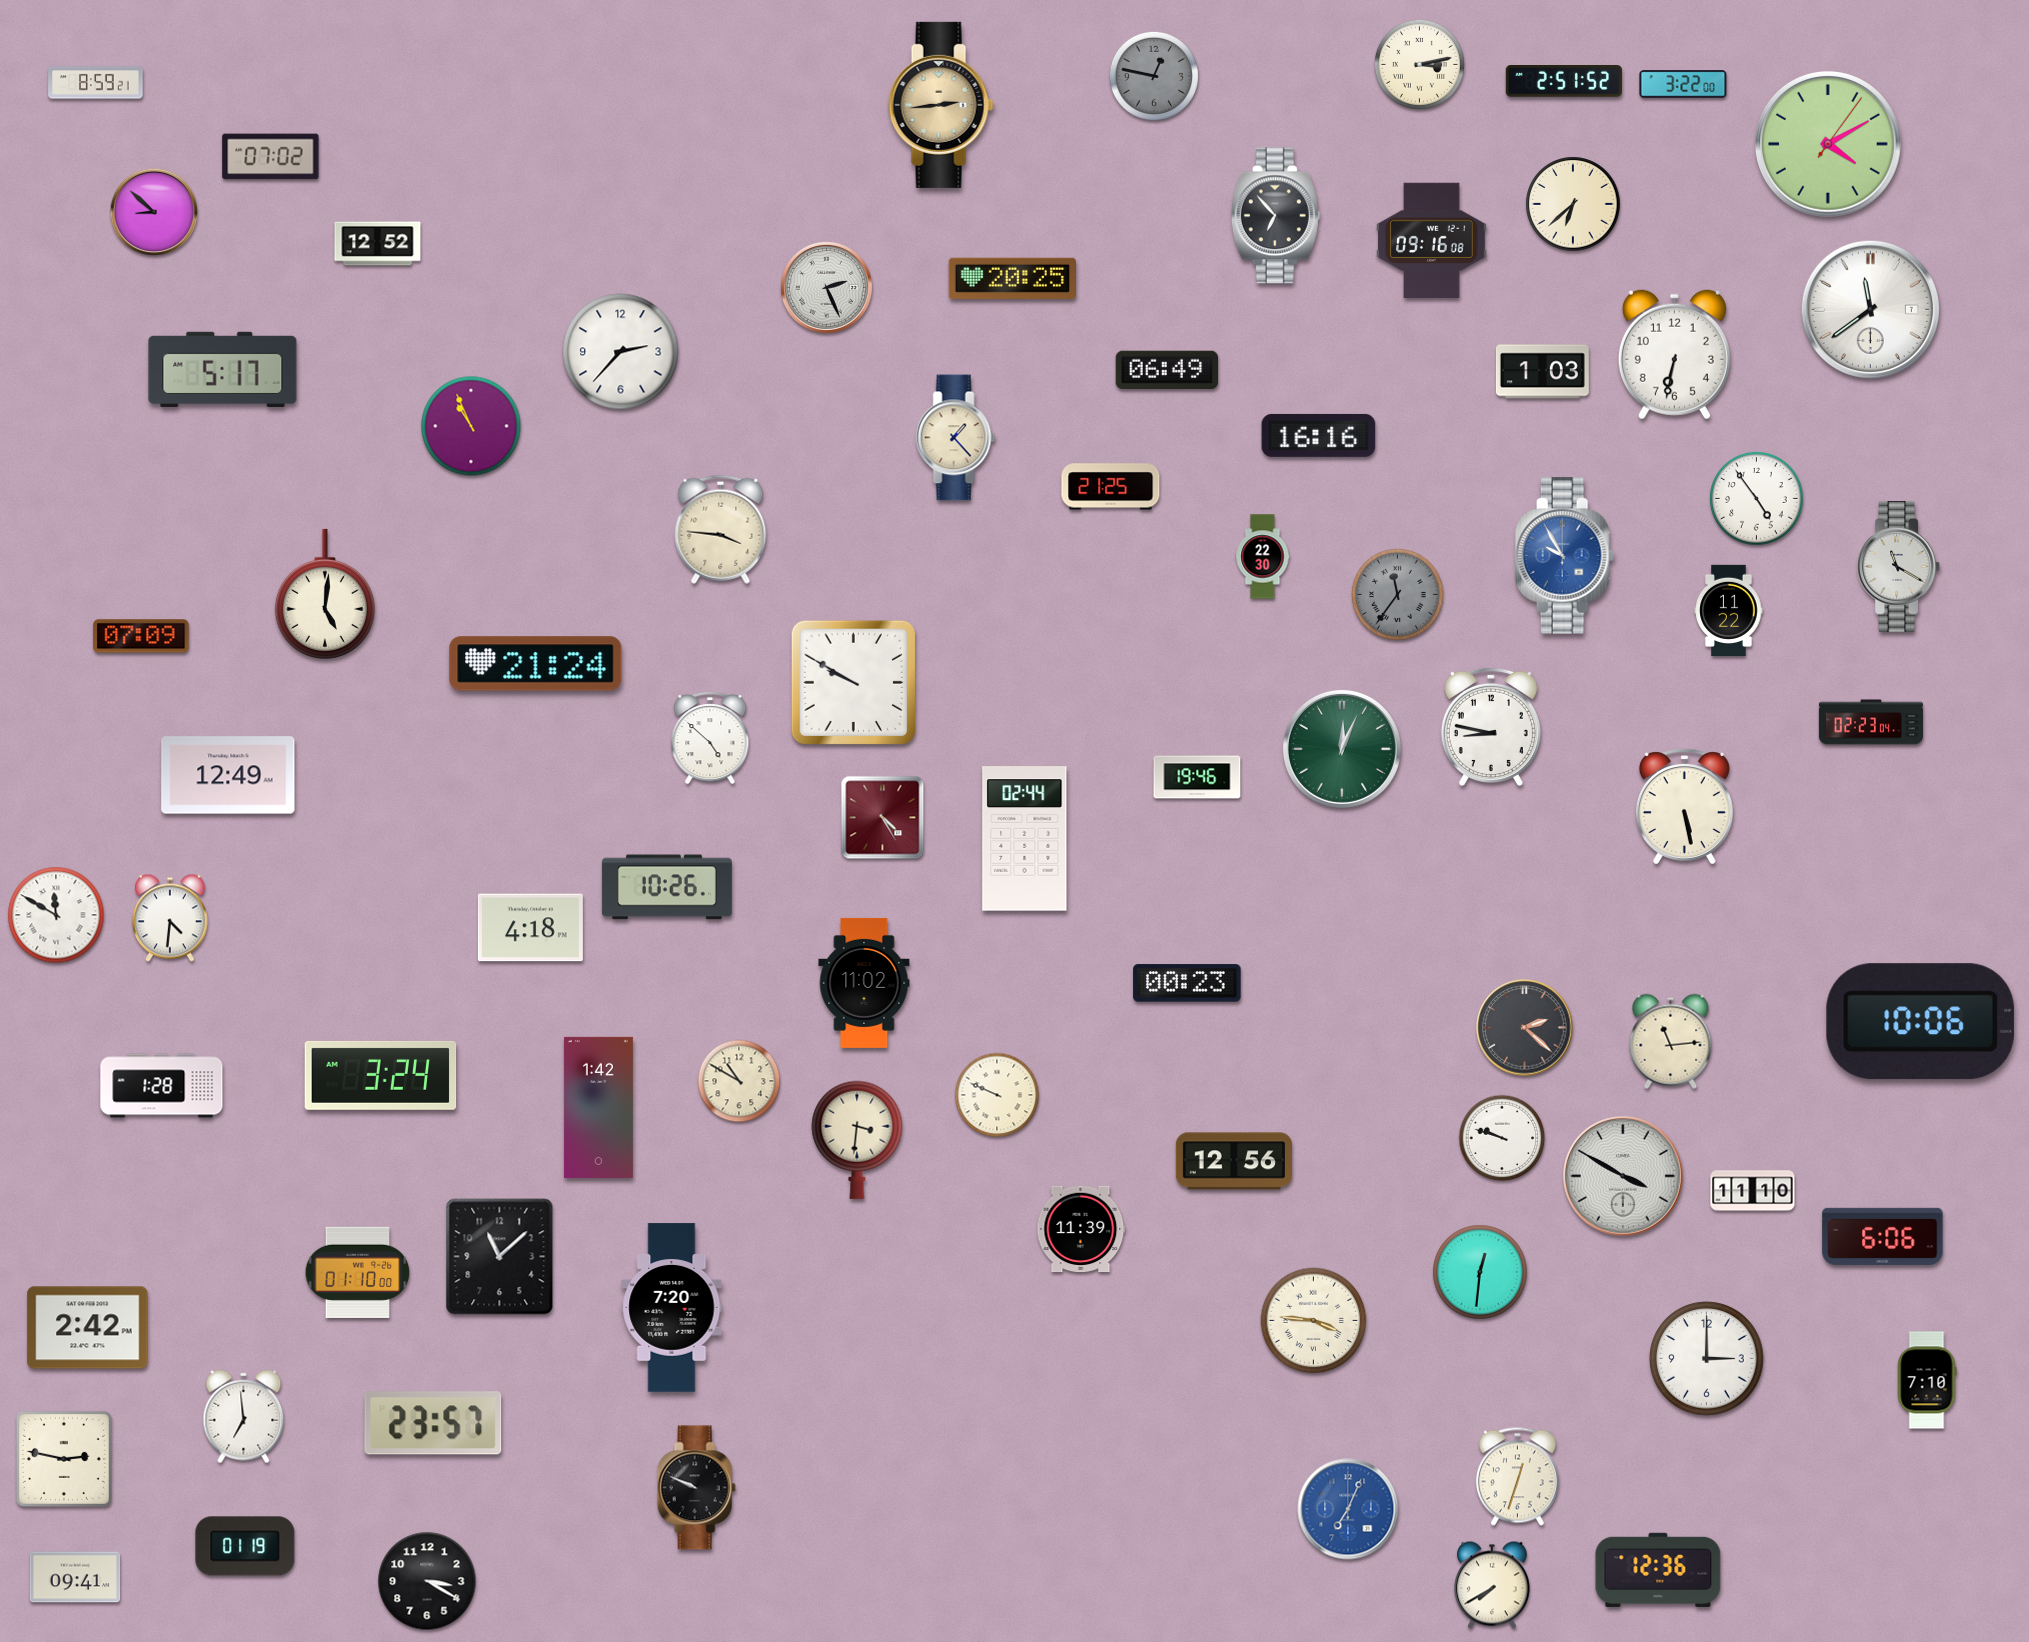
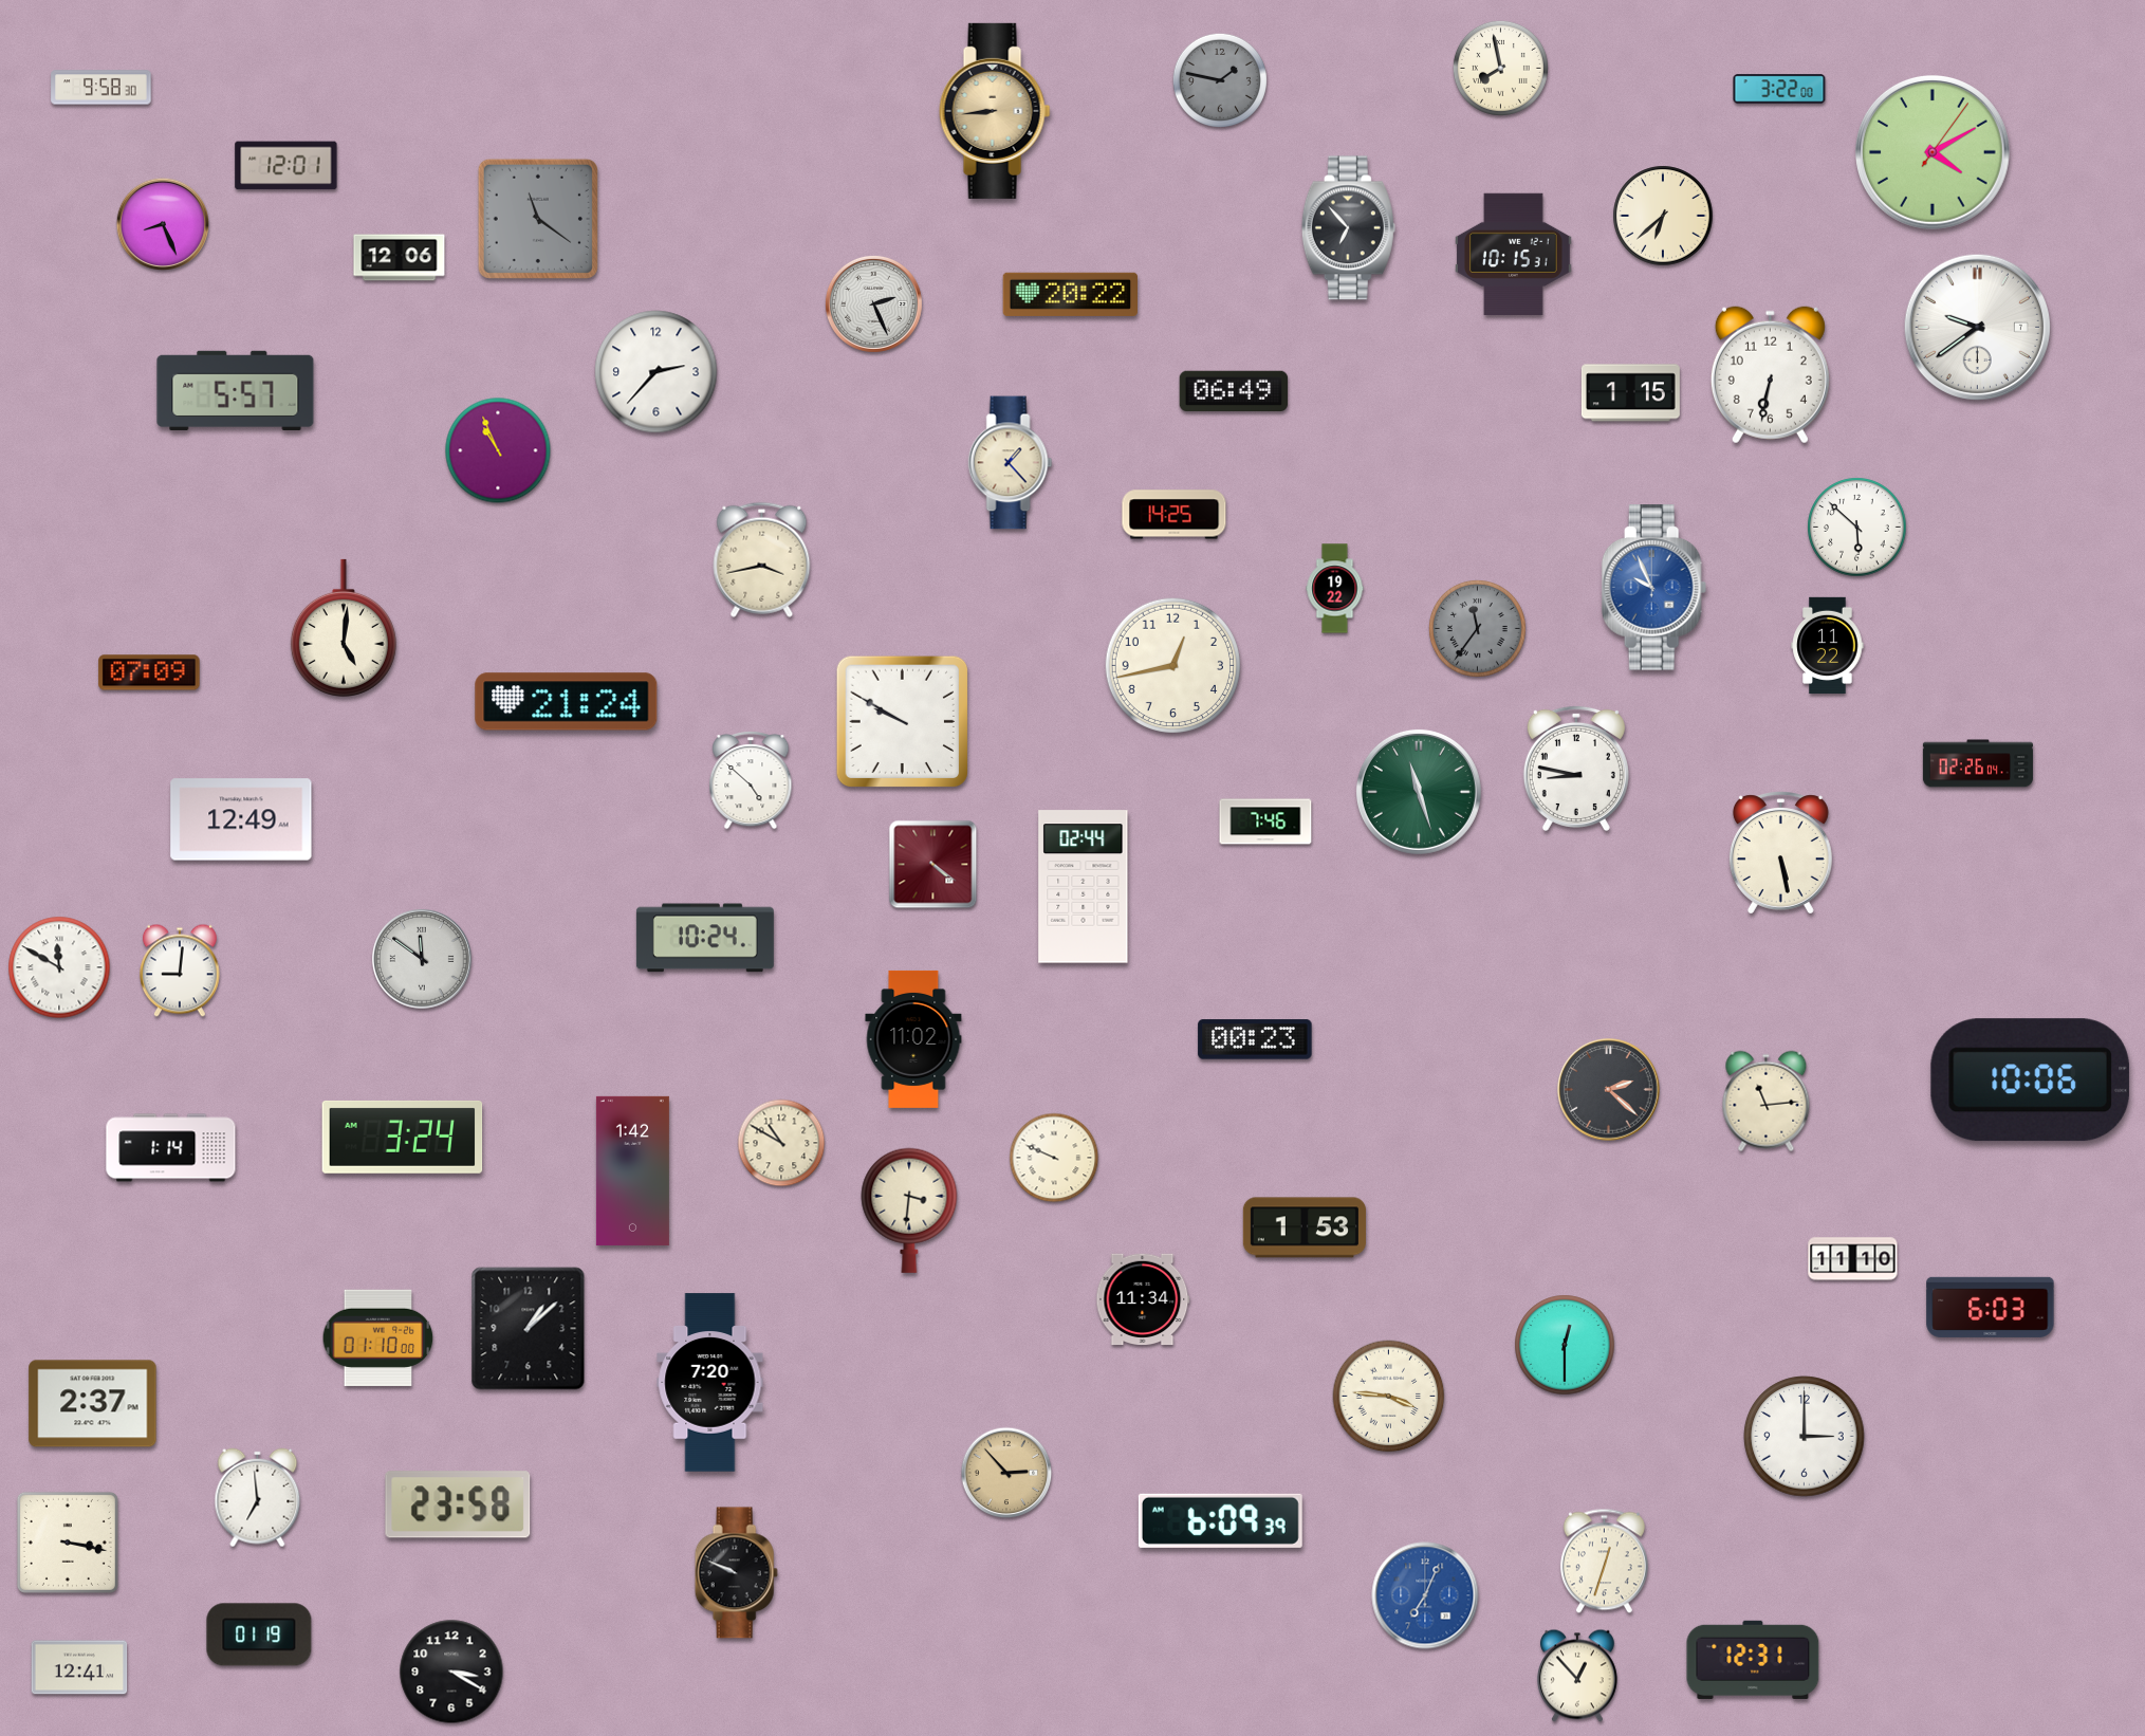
clock at (1419, 64): 3:13 -> 7:58
clock at (1154, 76): 12:47 -> 1:47
clock at (1564, 82): 2:51 -> none
clock at (96, 83): 8:59 -> 9:58
clock at (941, 105): 2:44 -> 8:44
clock at (271, 157): 07:02 -> 12:01
clock at (538, 219): none -> 11:21
clock at (154, 212): 8:52 -> 8:26
clock at (1432, 240): 09:16 -> 10:15
clock at (378, 244): 12:52 -> 12:06
clock at (1012, 278): 20:25 -> 20:22
clock at (1870, 309): 11:39 -> 9:39
clock at (223, 369): 5:17 -> 5:57
clock at (1542, 372): 1:03 -> 1:15
clock at (1319, 435): 16:16 -> none
clock at (1111, 487): 21:25 -> 14:25
clock at (1757, 499): 4:54 -> 5:52
clock at (721, 529): 3:46 -> 3:43
clock at (1565, 556): 9:55 -> 9:56
clock at (1263, 557): 22:30 -> 19:22
clock at (1898, 567): 11:20 -> none
clock at (1172, 665): none -> 12:43
clock at (1871, 722): 02:23 -> 02:26
clock at (1342, 749): 12:04 -> 11:27
clock at (1197, 777): 19:46 -> 7:46
clock at (883, 818): 4:25 -> 4:21
clock at (667, 887): 10:26 -> 10:24
clock at (422, 959): none -> 11:51
clock at (170, 918): 4:31 -> 9:01
clock at (530, 928): 4:18 -> none
clock at (1525, 1028) position: (1525, 1028) -> (1609, 1090)
clock at (162, 1086): 1:28 -> 1:14
clock at (1502, 1138): 9:48 -> none
clock at (857, 1140) position: (857, 1140) -> (909, 1211)
clock at (1234, 1161): 12:56 -> 1:53
clock at (1624, 1177): 3:50 -> none
clock at (1081, 1229): 11:39 -> 11:34
clock at (1883, 1236): 6:06 -> 6:03
clock at (500, 1257): 11:08 -> 1:08
clock at (358, 1272) position: (358, 1272) -> (378, 1337)
clock at (1480, 1272): 12:31 -> 12:30
clock at (88, 1328): 2:42 -> 2:37
clock at (1927, 1380): 7:10 -> none
clock at (1006, 1473): none -> 2:53
clock at (433, 1423): 23:57 -> 23:58
clock at (1220, 1520): none -> 6:09
clock at (64, 1459): 2:47 -> 3:17
clock at (1658, 1570): 12:36 -> 12:31
clock at (75, 1577): 09:41 -> 12:41
clock at (1492, 1585): 7:40 -> 12:53
